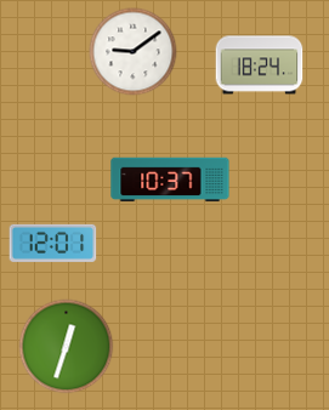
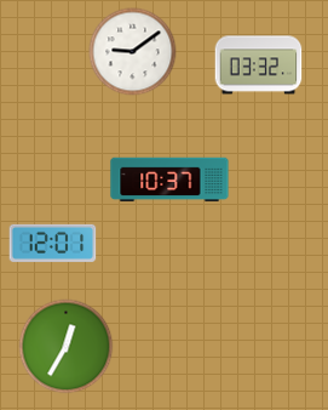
clock at (260, 66): 18:24 -> 03:32
clock at (67, 347): 12:33 -> 12:35
